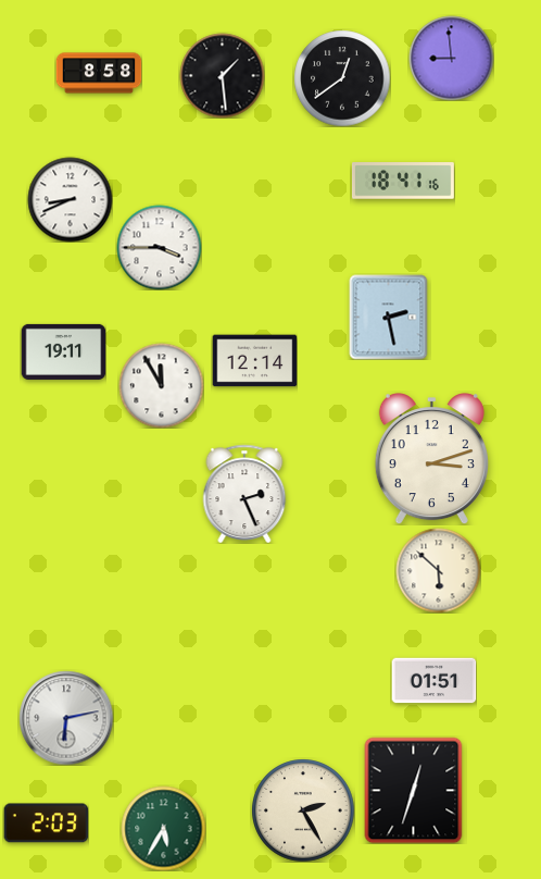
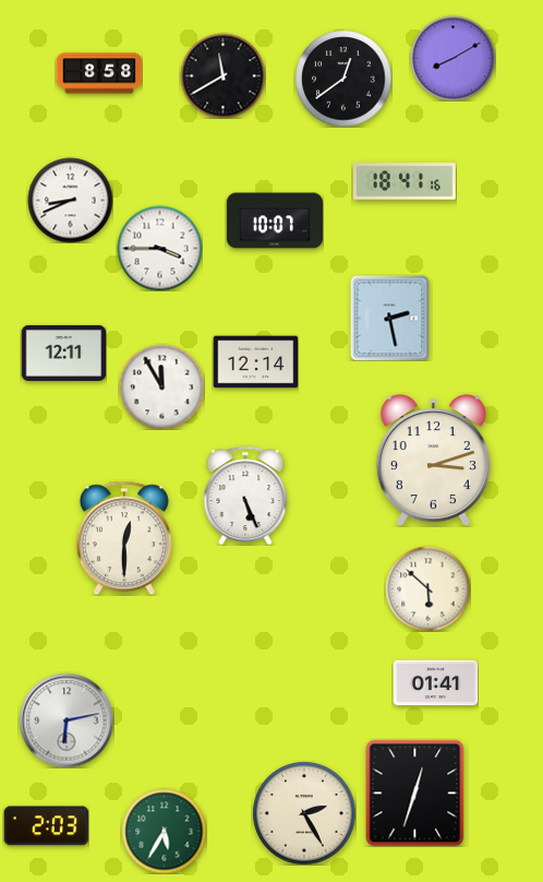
clock at (451, 58): 8:59 -> 8:10
clock at (222, 75): 1:29 -> 11:40
clock at (275, 221): none -> 10:07
clock at (63, 351): 19:11 -> 12:11
clock at (244, 493): 2:26 -> 5:26
clock at (124, 538): none -> 12:30
clock at (438, 570) position: (438, 570) -> (427, 588)
clock at (433, 681): 01:51 -> 01:41
